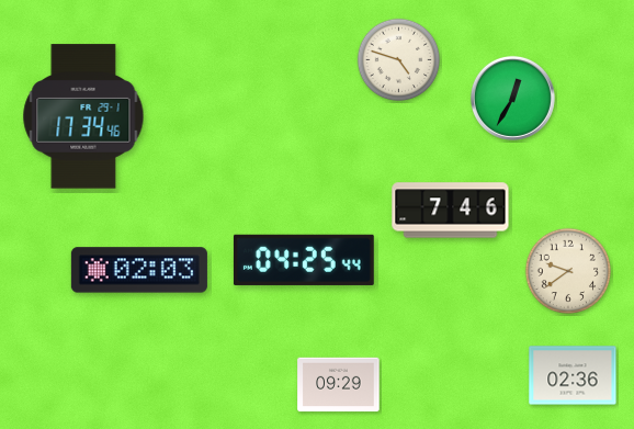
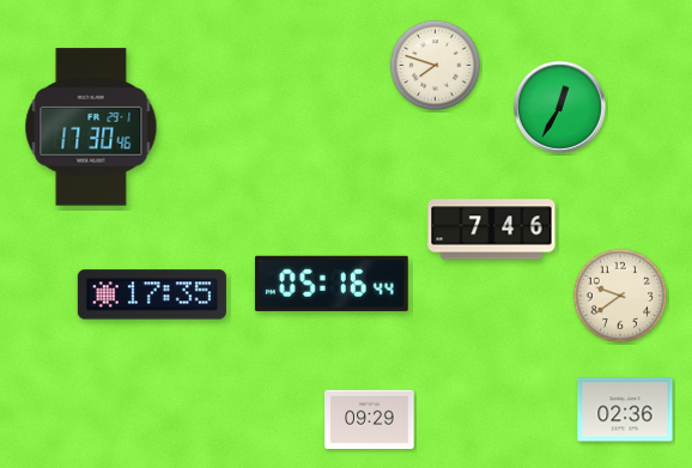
clock at (399, 60): 4:48 -> 7:48
clock at (83, 116): 17:34 -> 17:30
clock at (304, 260): 04:25 -> 05:16
clock at (139, 270): 02:03 -> 17:35
